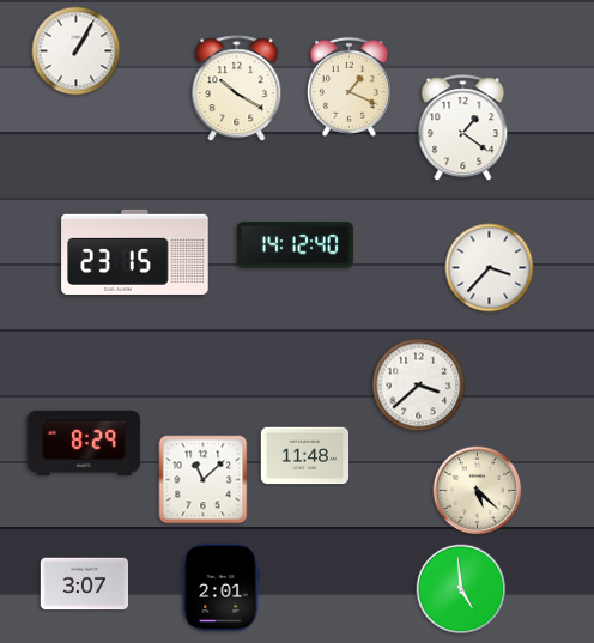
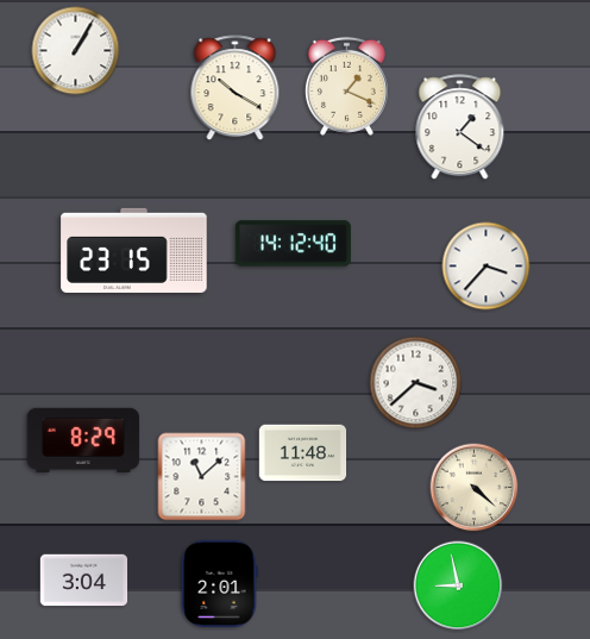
clock at (478, 491): 5:22 -> 4:22
clock at (85, 584): 3:07 -> 3:04
clock at (461, 589): 4:59 -> 8:58
